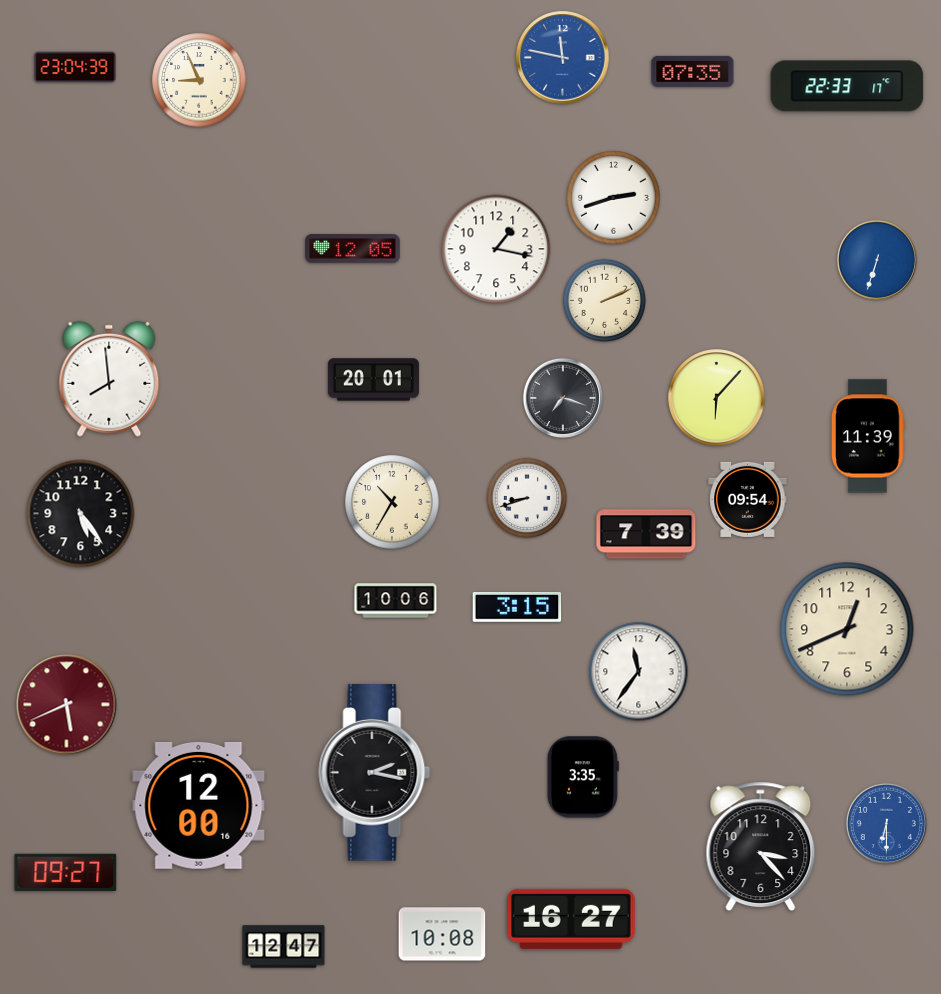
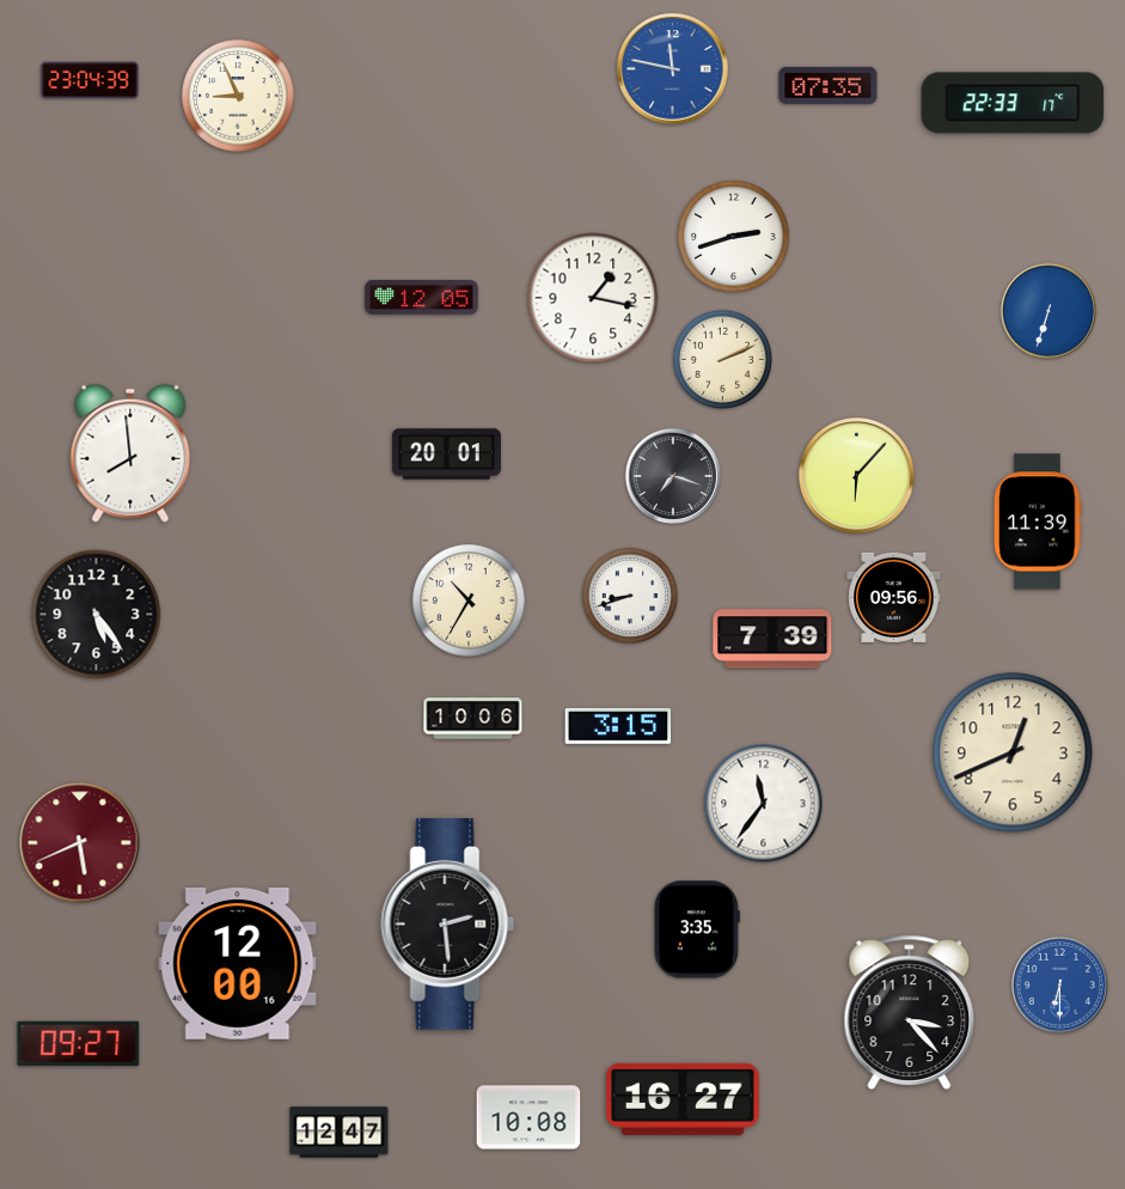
clock at (748, 499): 09:54 -> 09:56
clock at (375, 773): 2:17 -> 2:29
